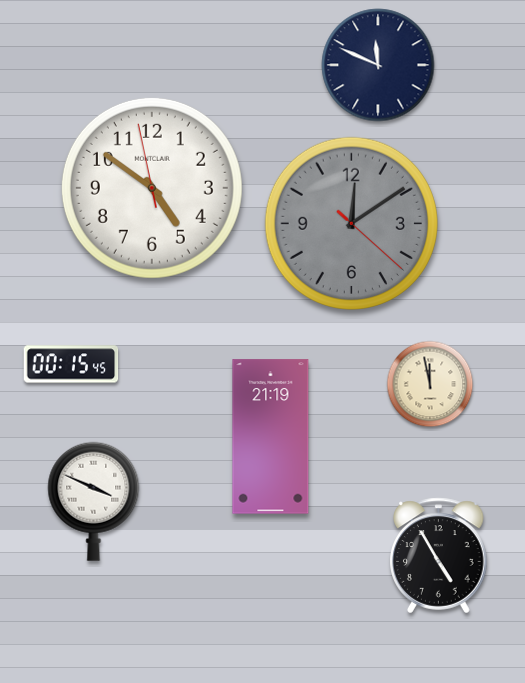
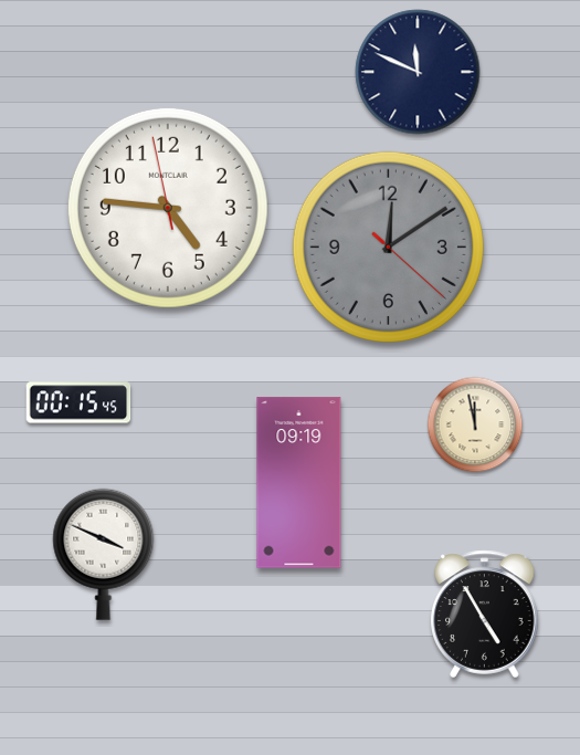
clock at (152, 188): 4:50 -> 4:45
clock at (271, 437): 21:19 -> 09:19
